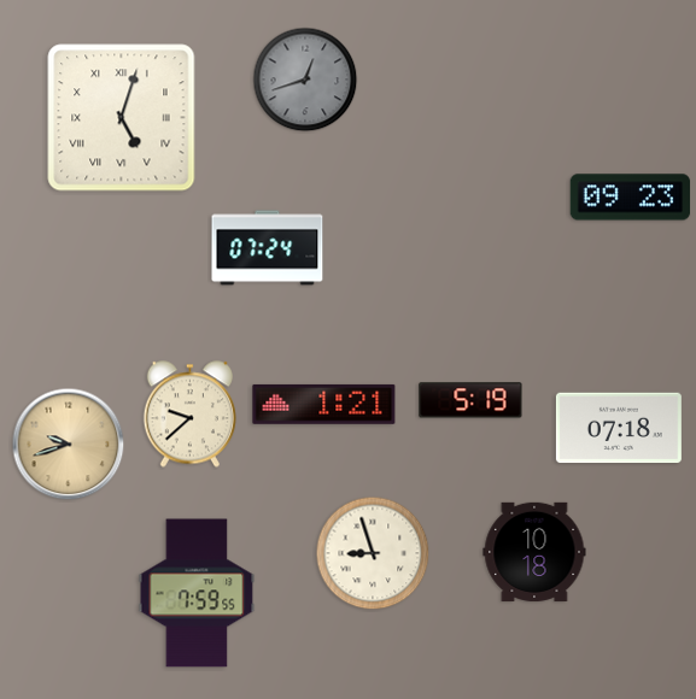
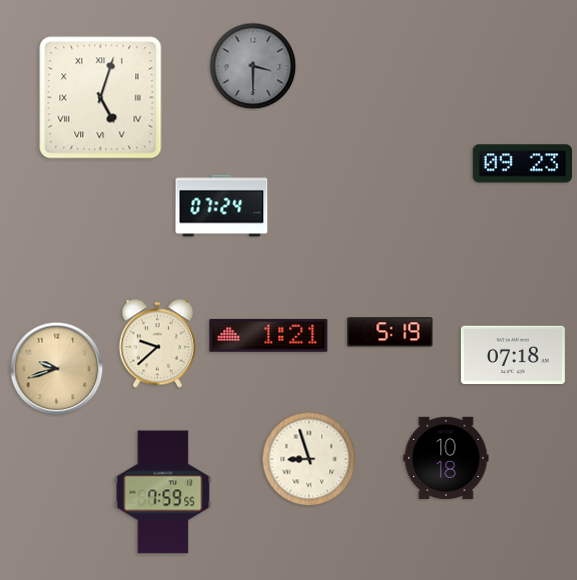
clock at (305, 80): 12:42 -> 3:30
clock at (534, 552) position: (534, 552) -> (446, 458)
